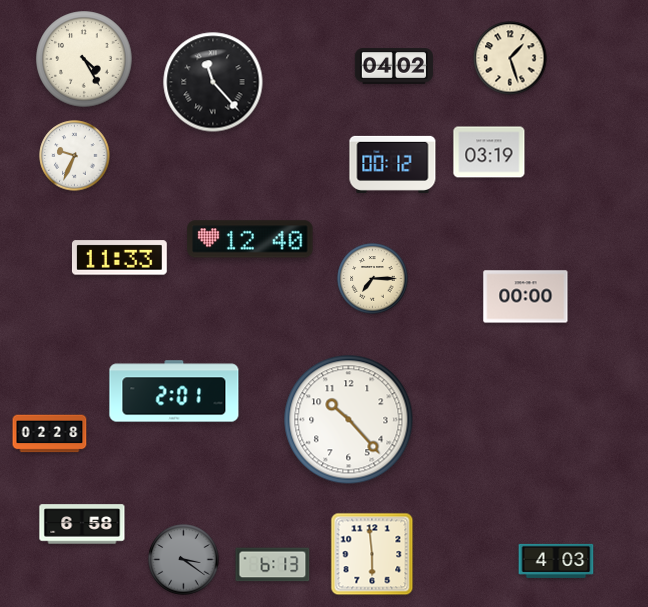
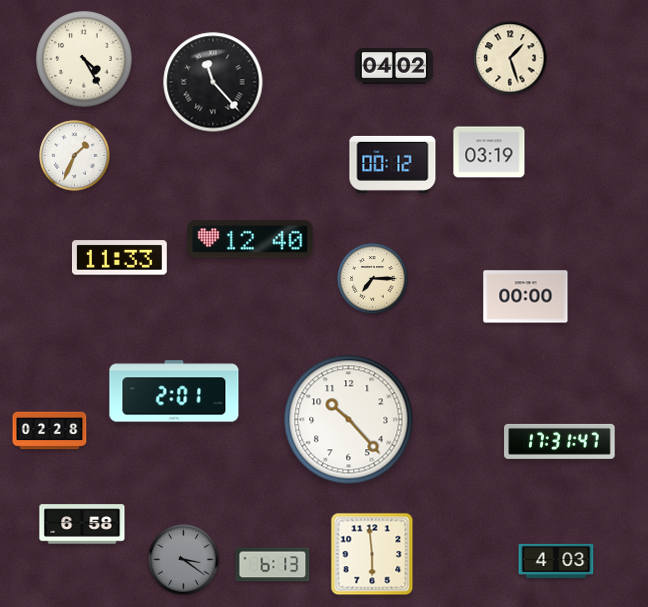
clock at (75, 156): 9:34 -> 1:34
clock at (50, 434) position: (50, 434) -> (50, 431)
clock at (560, 441): none -> 17:31
